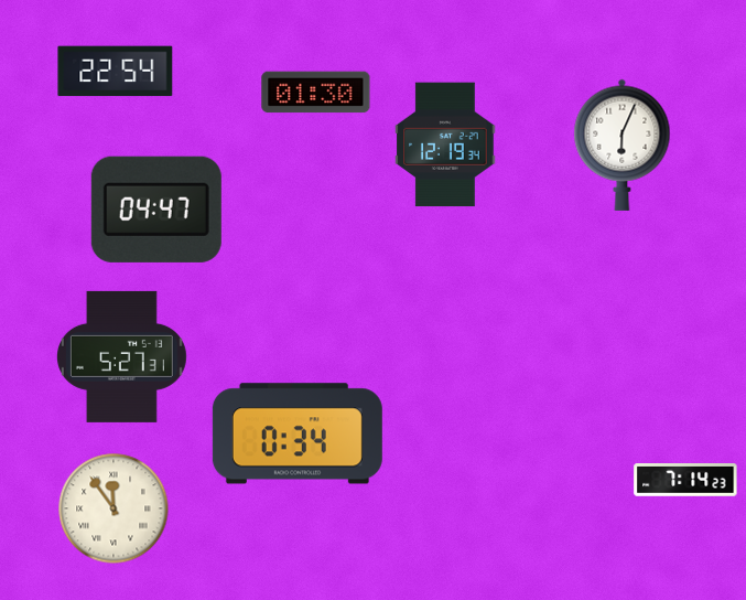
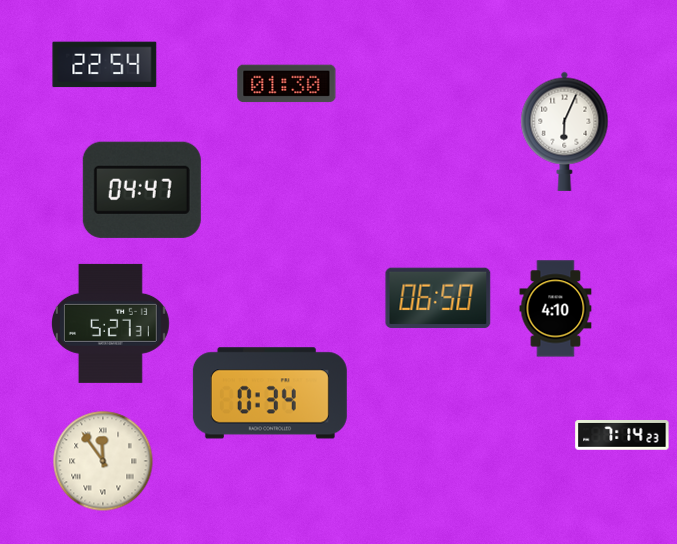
clock at (445, 144): 12:19 -> none
clock at (438, 298): none -> 06:50
clock at (556, 309): none -> 4:10
